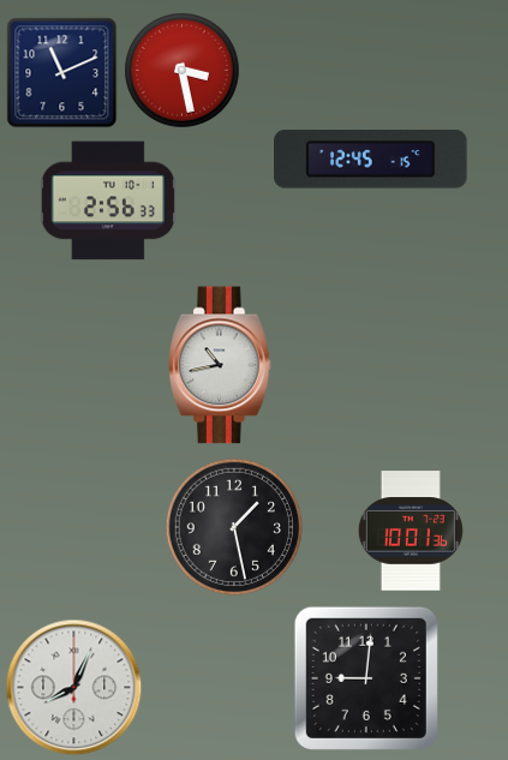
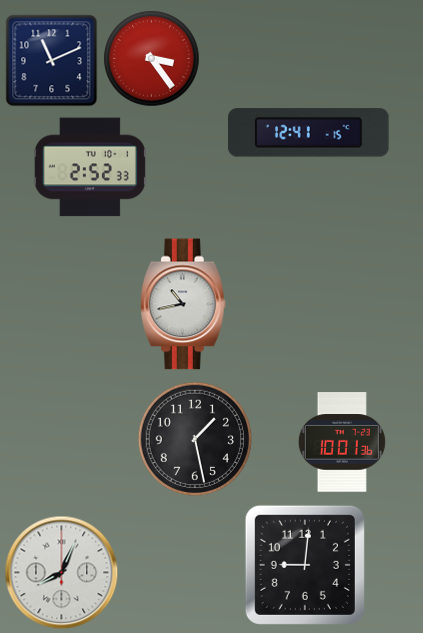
clock at (181, 70): 3:28 -> 3:24
clock at (371, 160): 12:45 -> 12:41
clock at (108, 201): 2:56 -> 2:52
